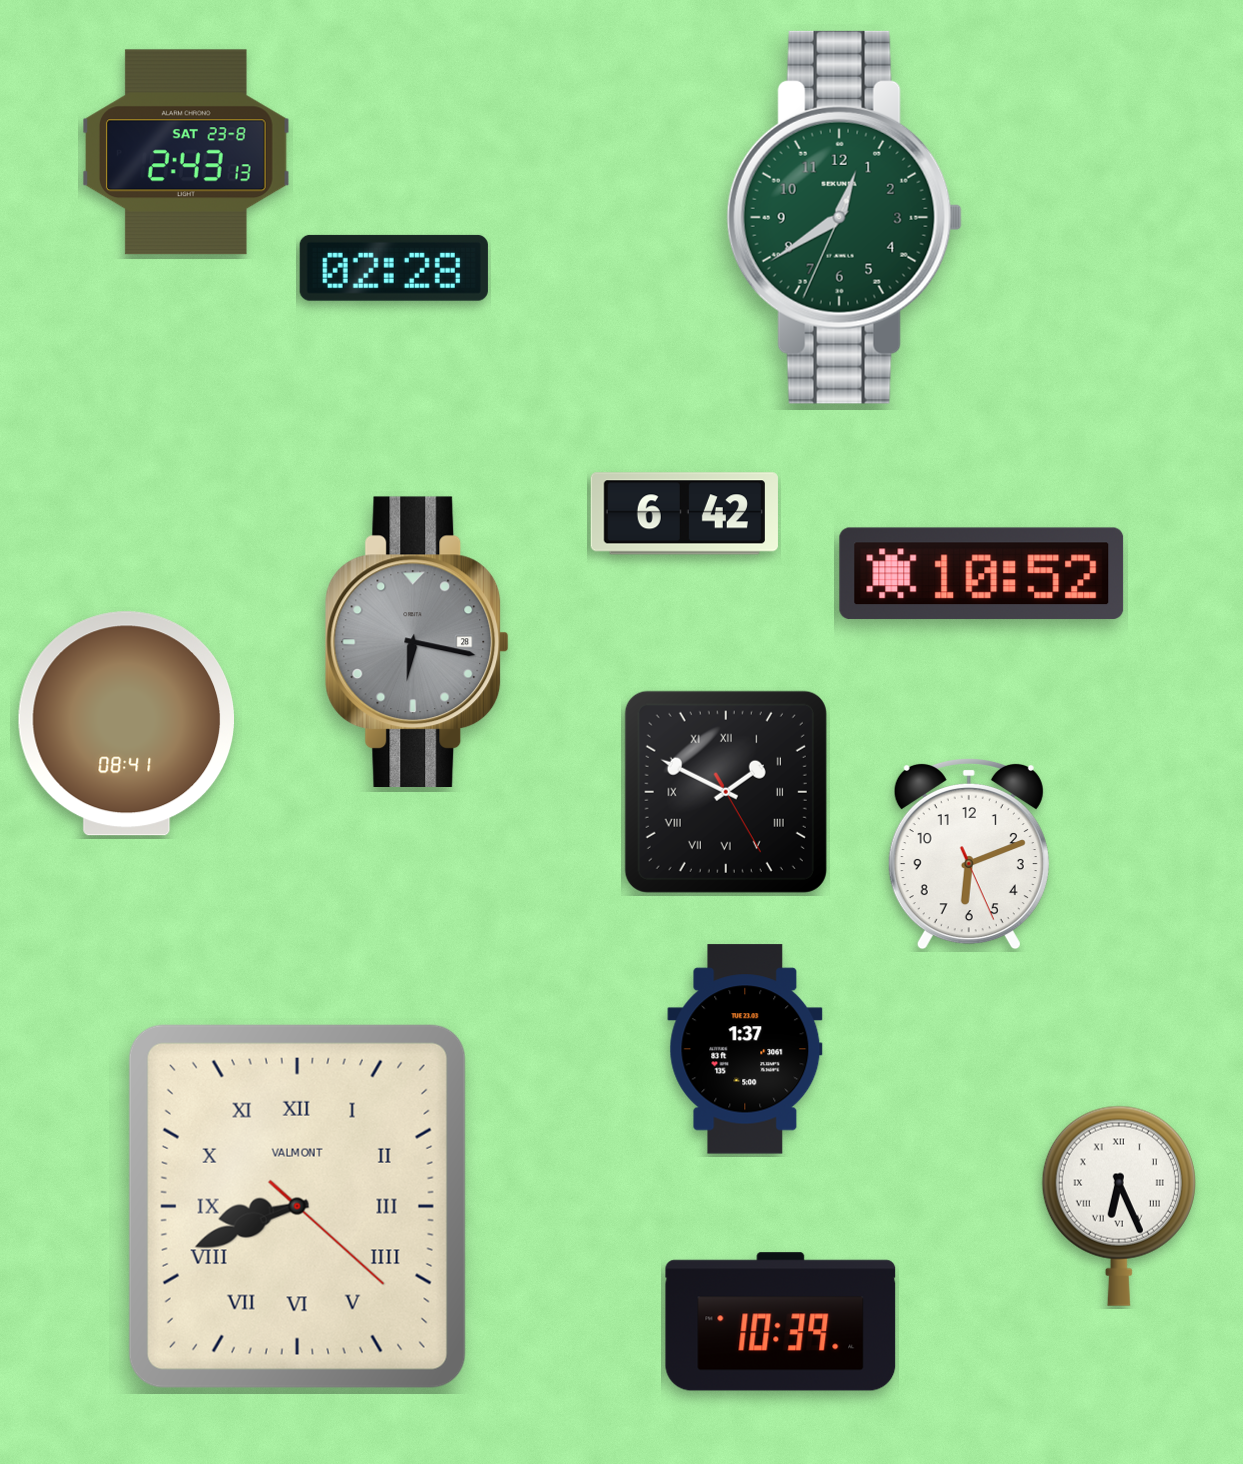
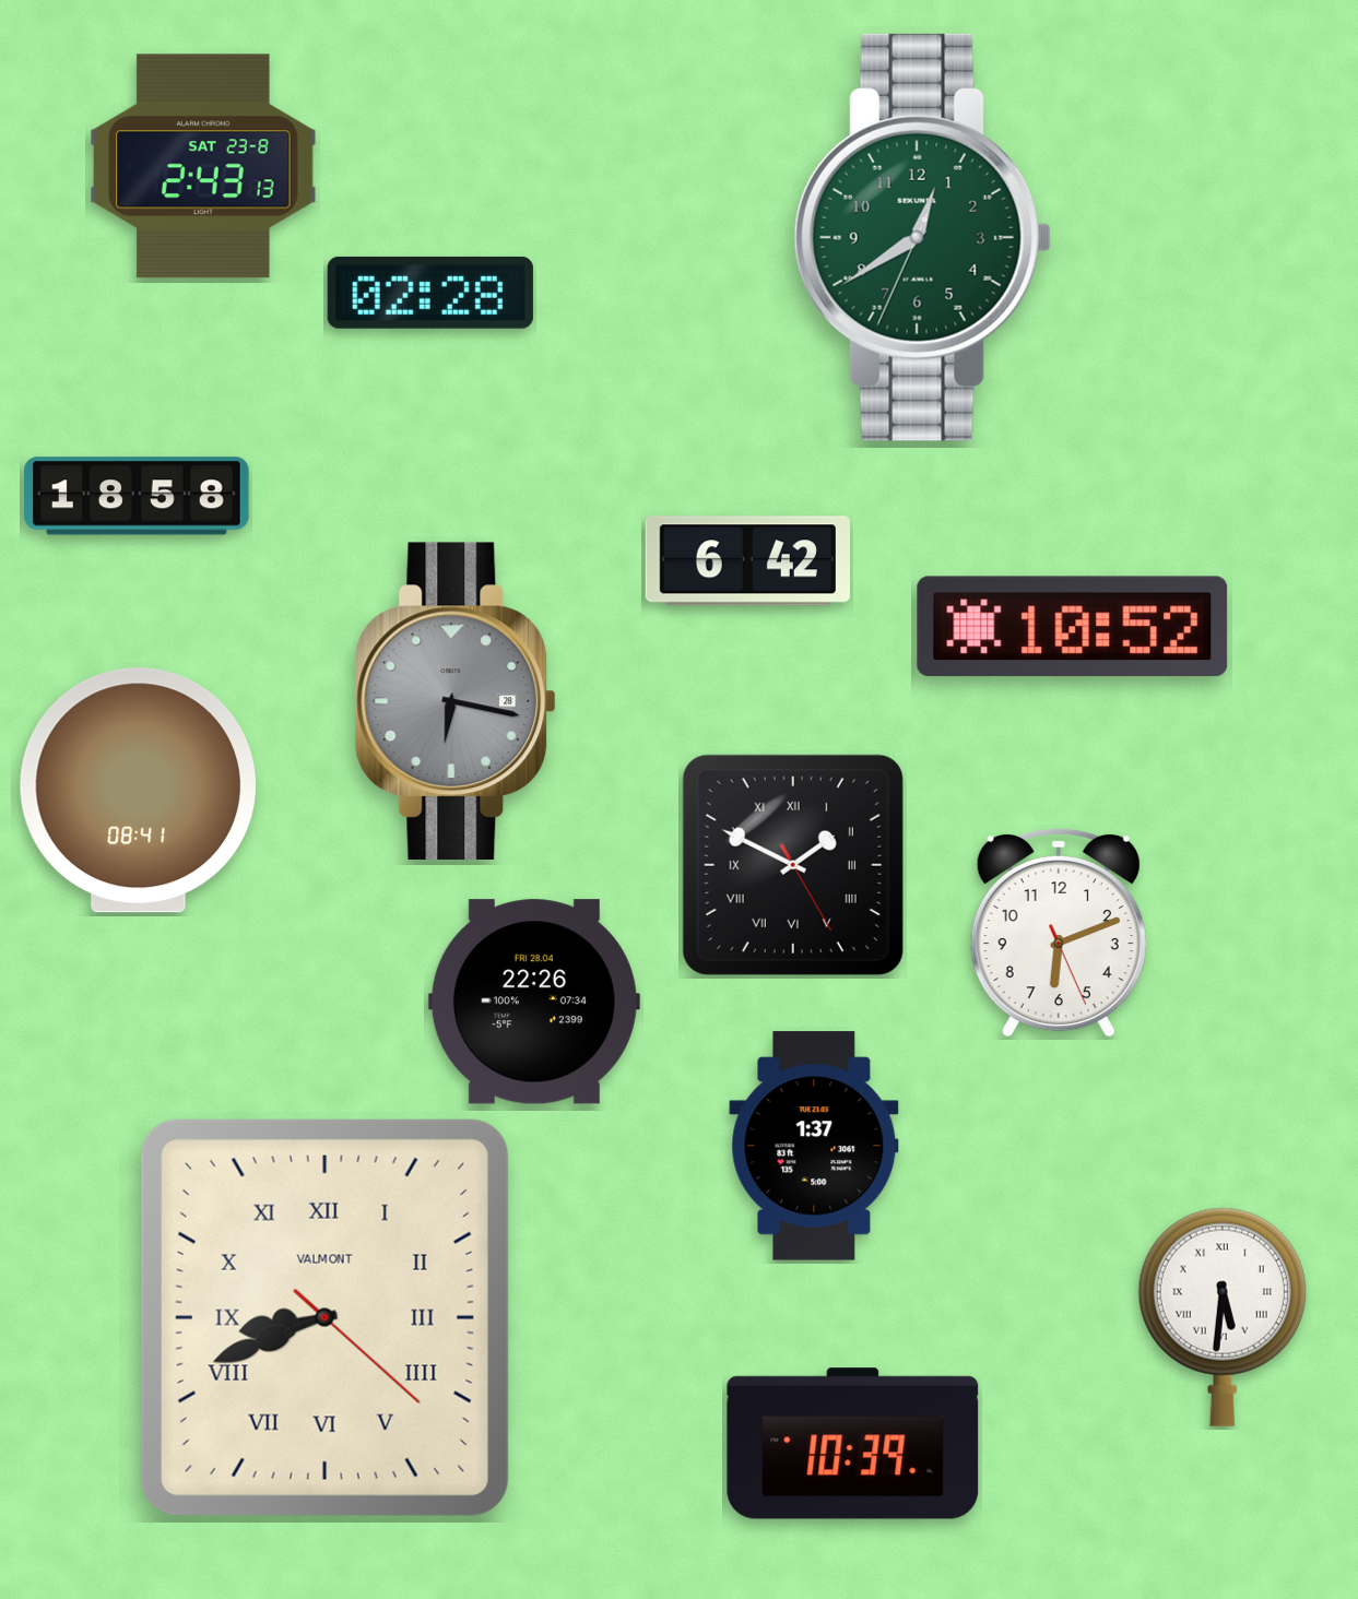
clock at (137, 496): none -> 18:58
clock at (534, 1002): none -> 22:26
clock at (1119, 1206): 6:26 -> 5:31
